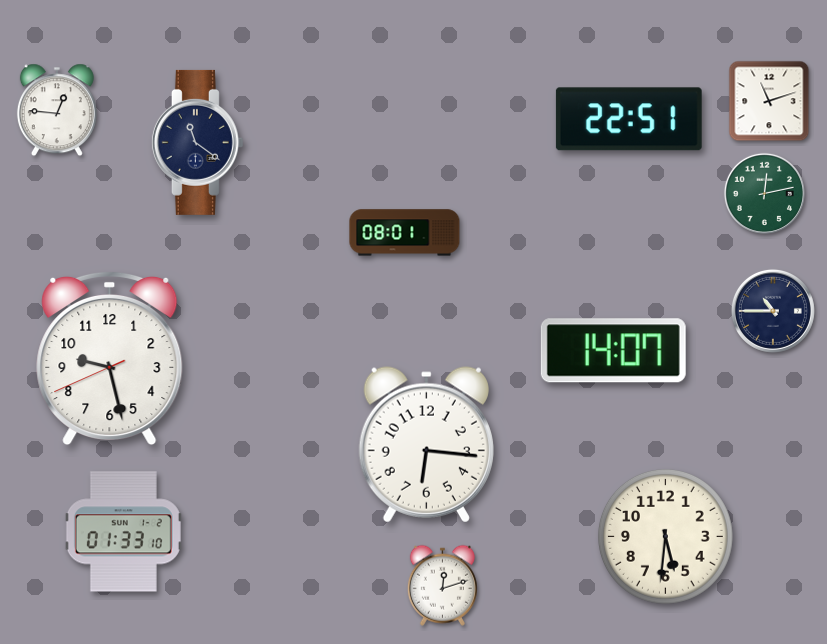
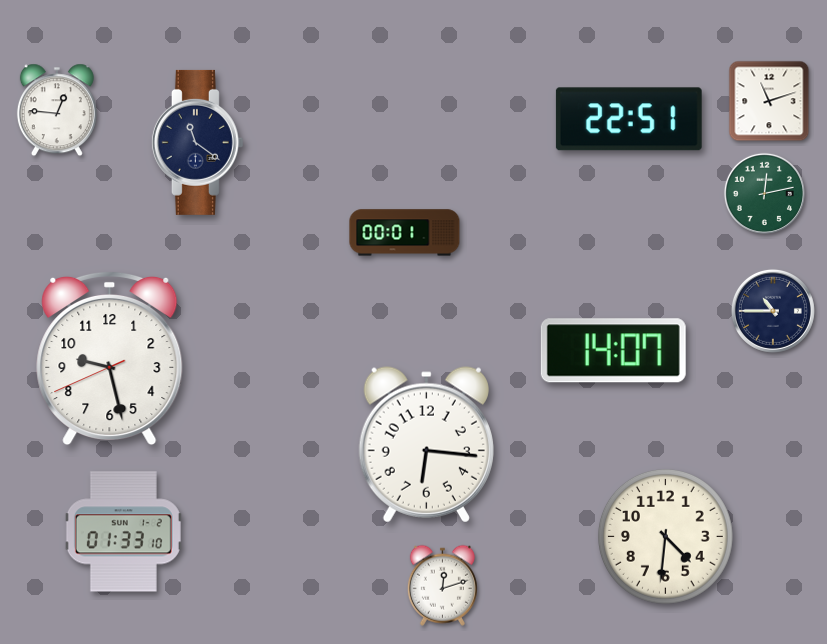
clock at (405, 233): 08:01 -> 00:01
clock at (665, 536): 5:31 -> 4:31
